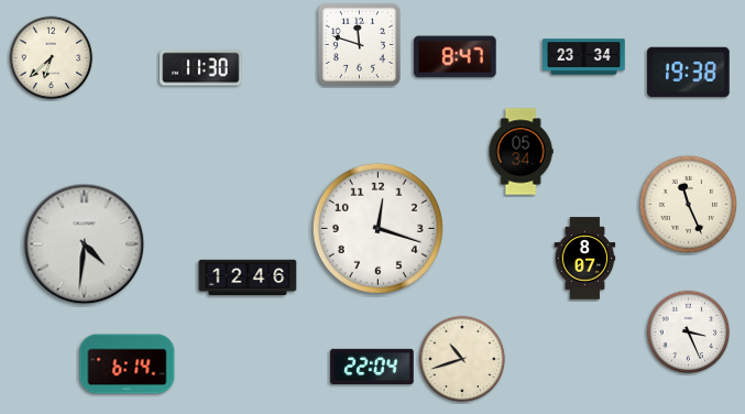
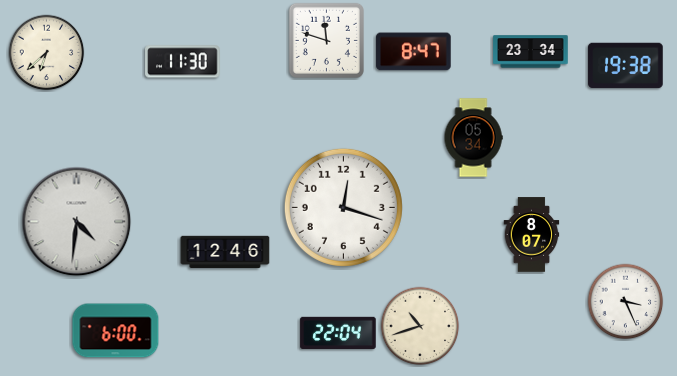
clock at (689, 205): 11:26 -> none
clock at (128, 364): 6:14 -> 6:00
